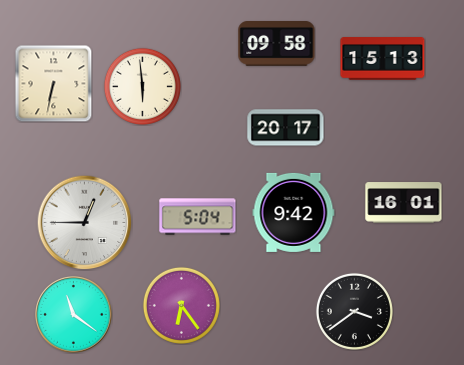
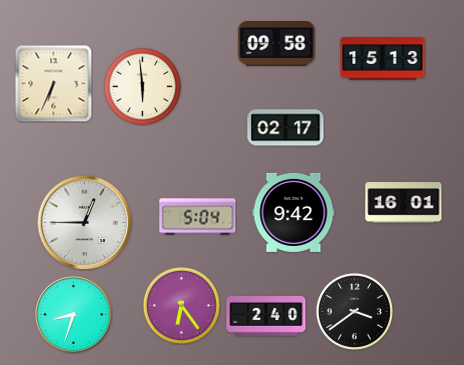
clock at (53, 83): 6:32 -> 6:34
clock at (286, 128): 20:17 -> 02:17
clock at (74, 315): 11:21 -> 8:33
clock at (266, 316): none -> 2:40
